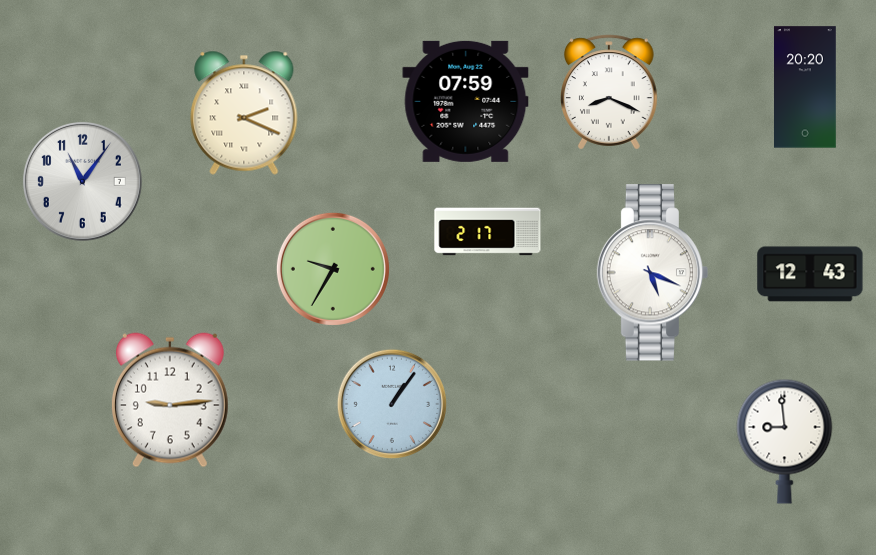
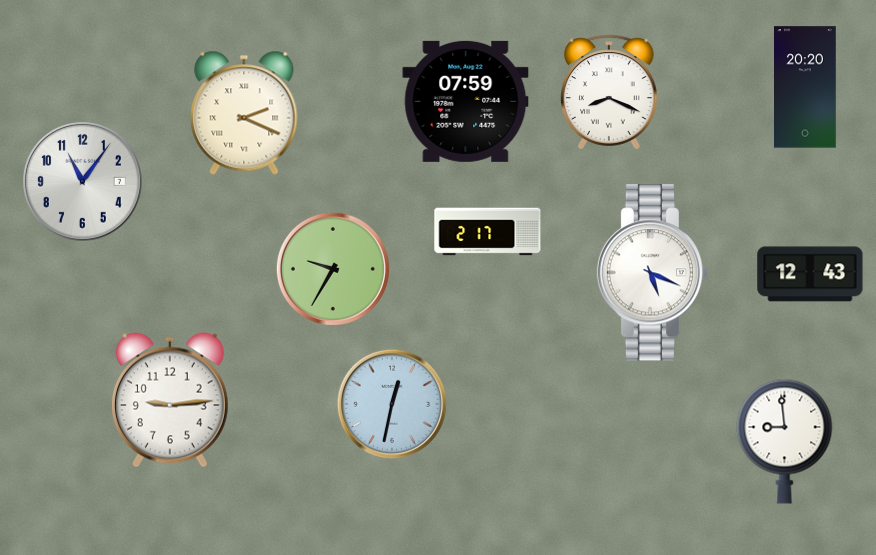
clock at (392, 404): 1:06 -> 12:32
